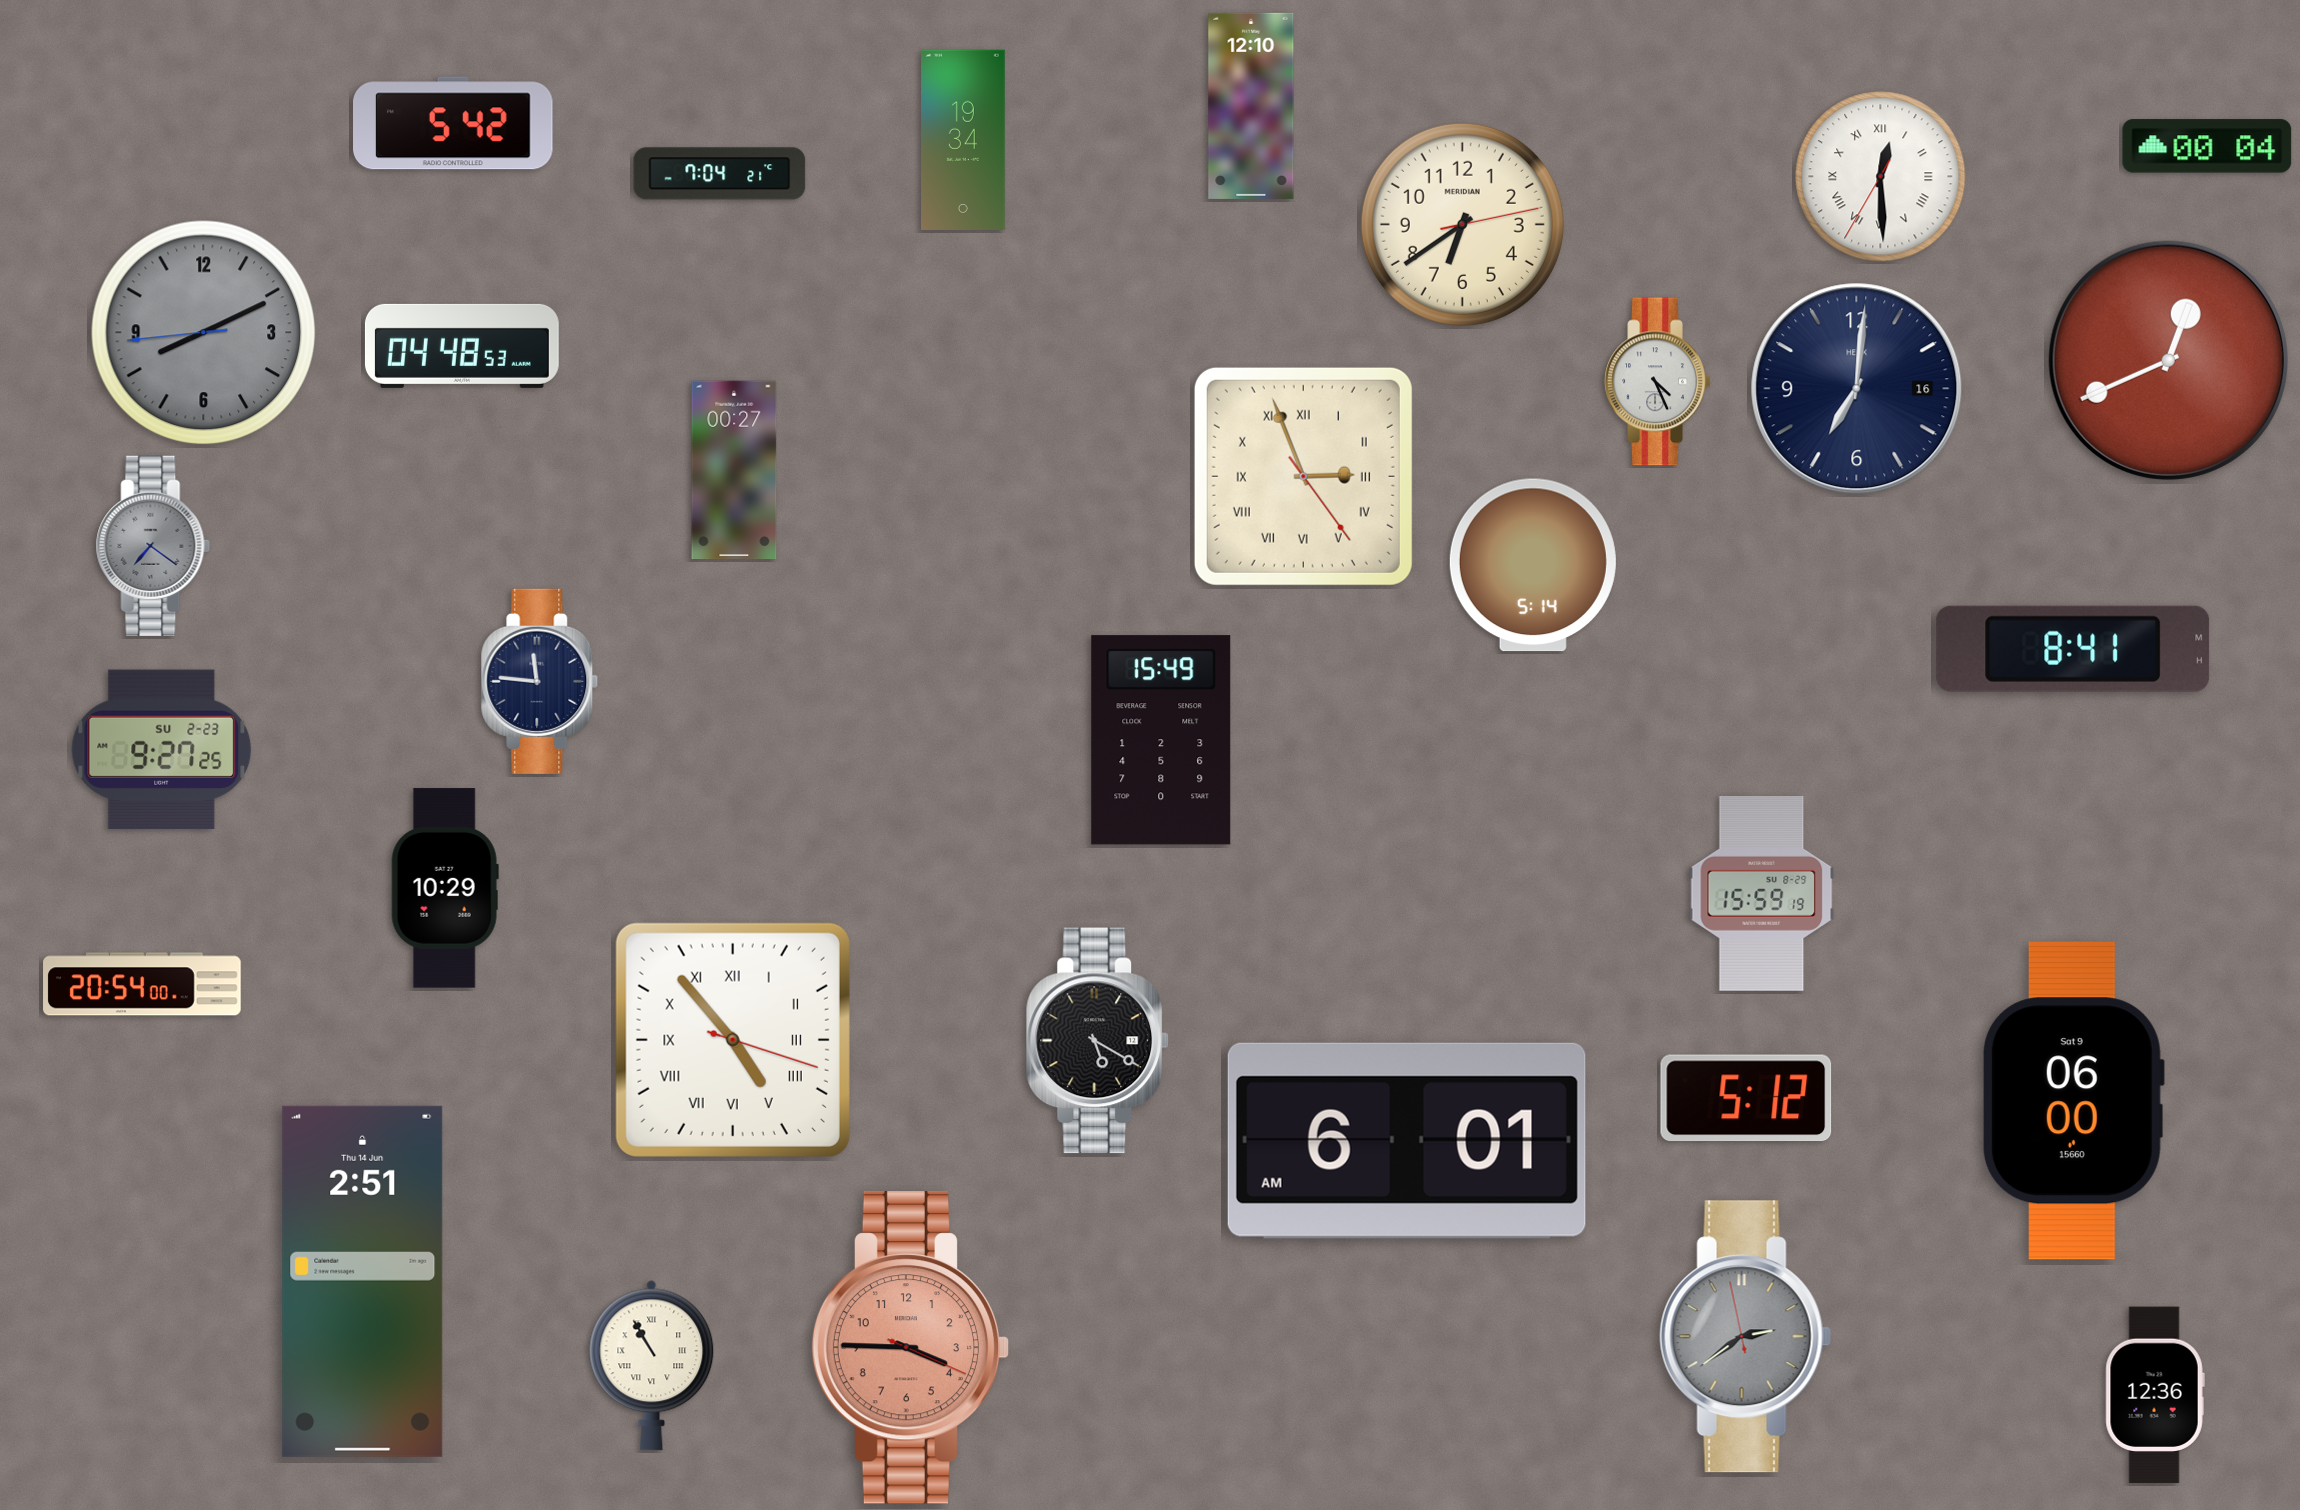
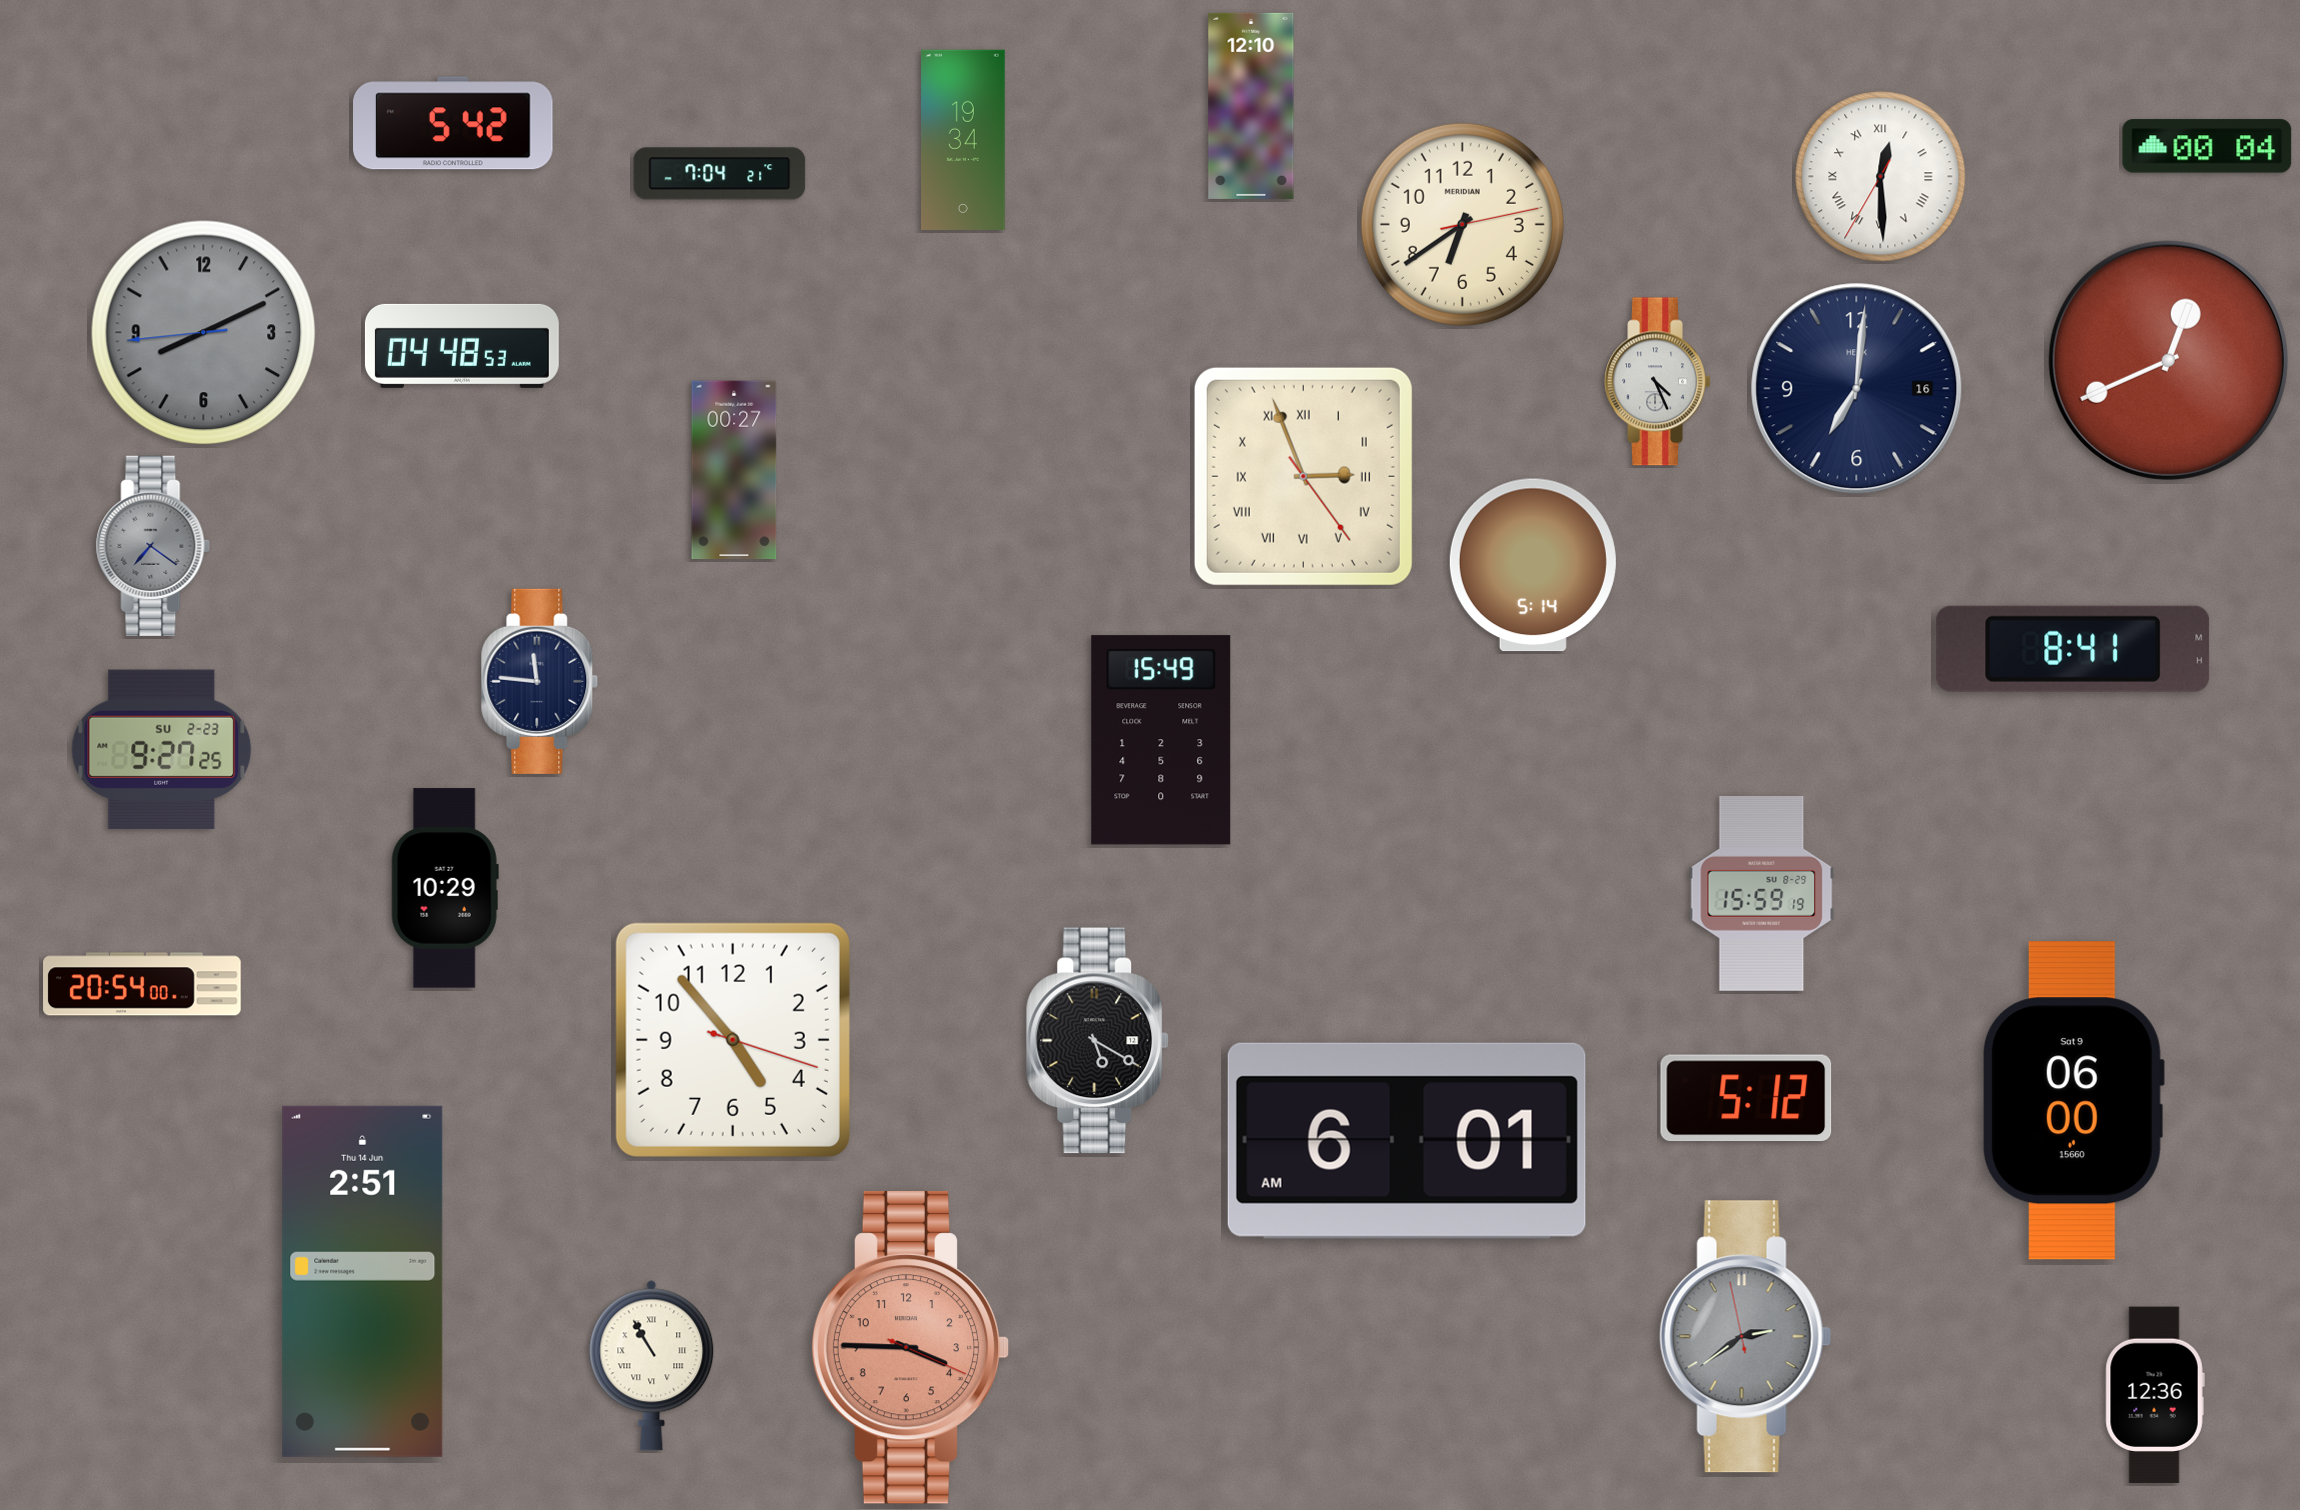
clock at (733, 1040) numerals: Roman -> Arabic
